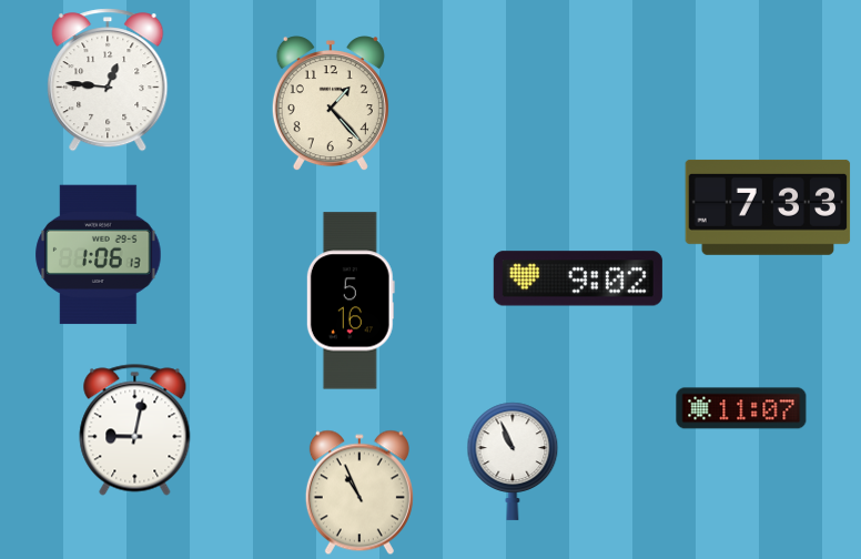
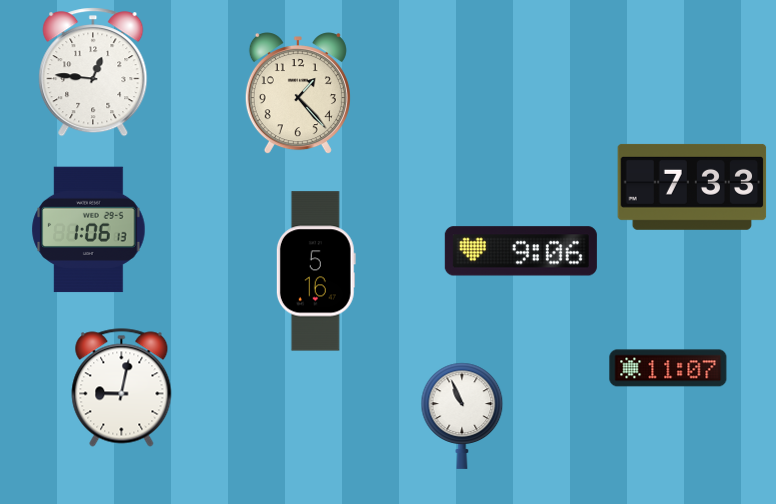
clock at (108, 80) position: (108, 80) -> (93, 72)
clock at (578, 278): 9:02 -> 9:06
clock at (359, 492): 10:56 -> none
